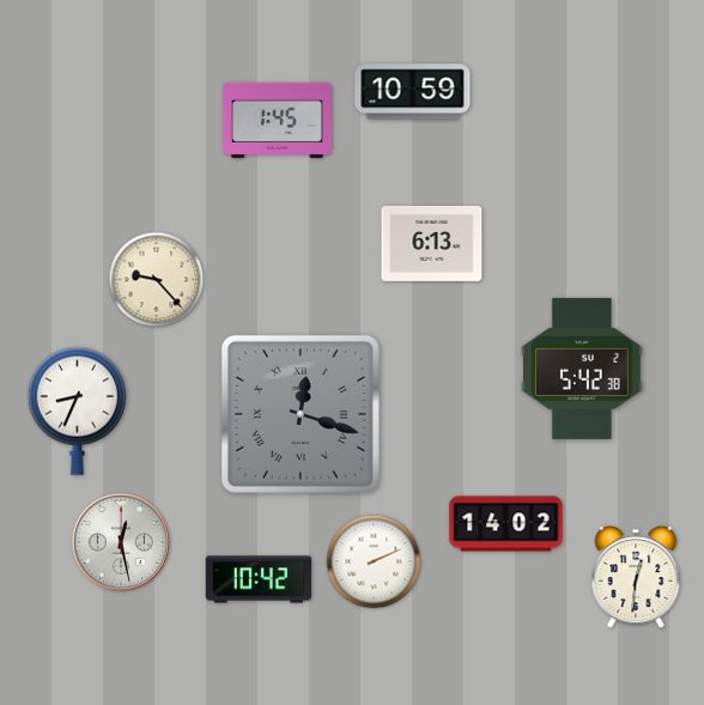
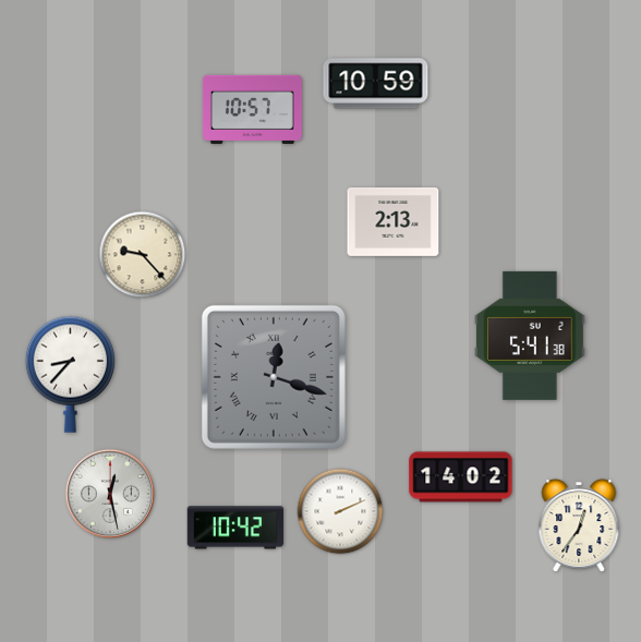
clock at (277, 120): 1:45 -> 10:57
clock at (432, 243): 6:13 -> 2:13
clock at (582, 369): 5:42 -> 5:41
clock at (77, 411): 8:34 -> 8:37
clock at (636, 578): 12:31 -> 12:36
